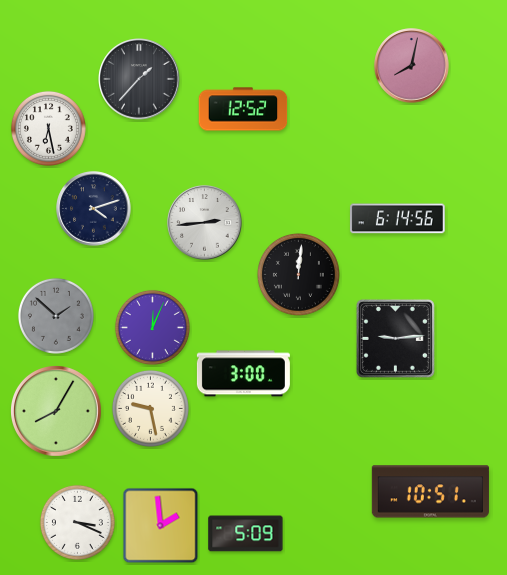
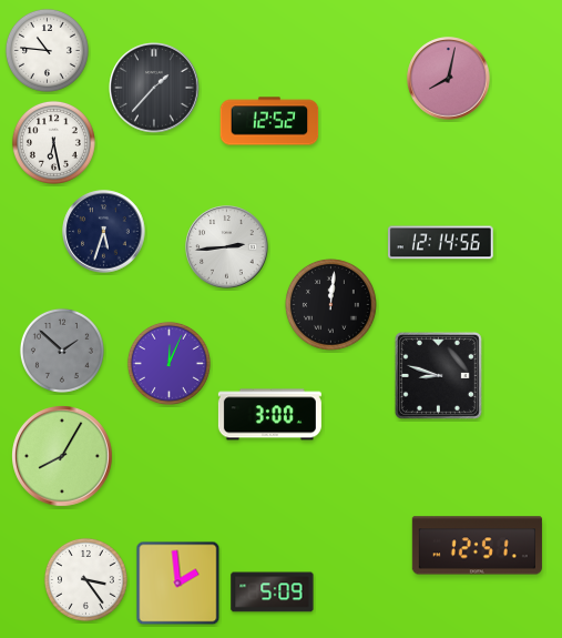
clock at (47, 50): none -> 10:46
clock at (412, 66) position: (412, 66) -> (449, 79)
clock at (94, 209): 4:12 -> 5:33
clock at (397, 219): 6:14 -> 12:14
clock at (395, 338): 9:14 -> 8:48
clock at (150, 408): 9:28 -> none
clock at (430, 492): 10:51 -> 12:51
clock at (77, 522): 3:19 -> 3:24
